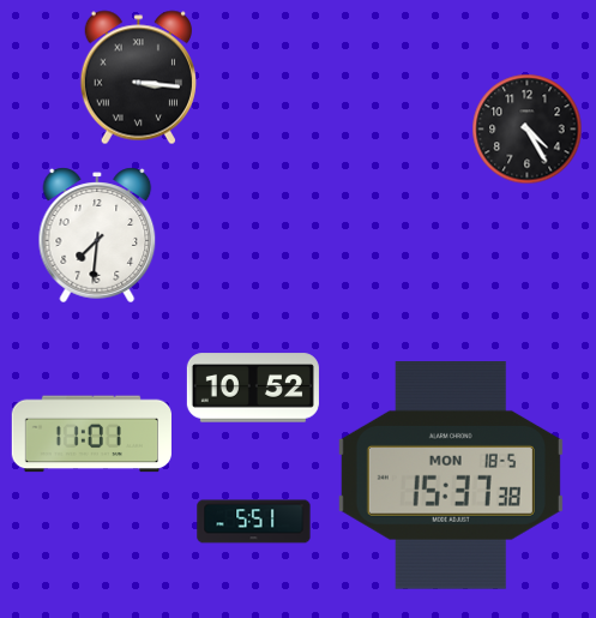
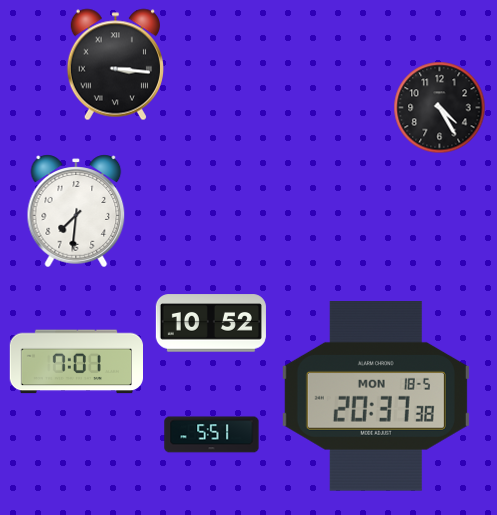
clock at (97, 235) position: (97, 235) -> (76, 211)
clock at (91, 434): 11:01 -> 7:01
clock at (451, 476): 15:37 -> 20:37
